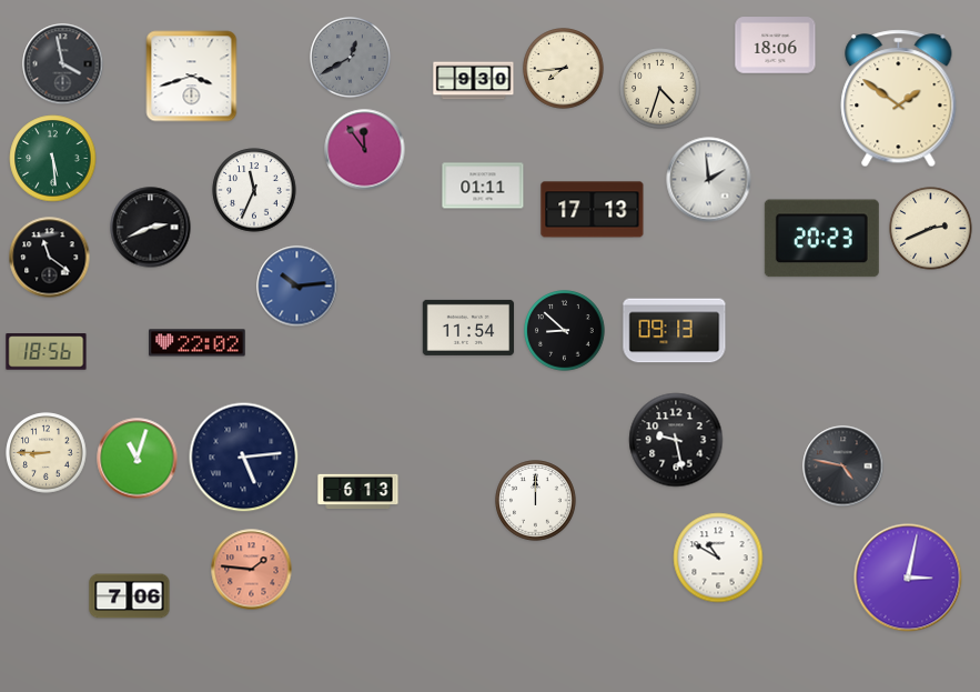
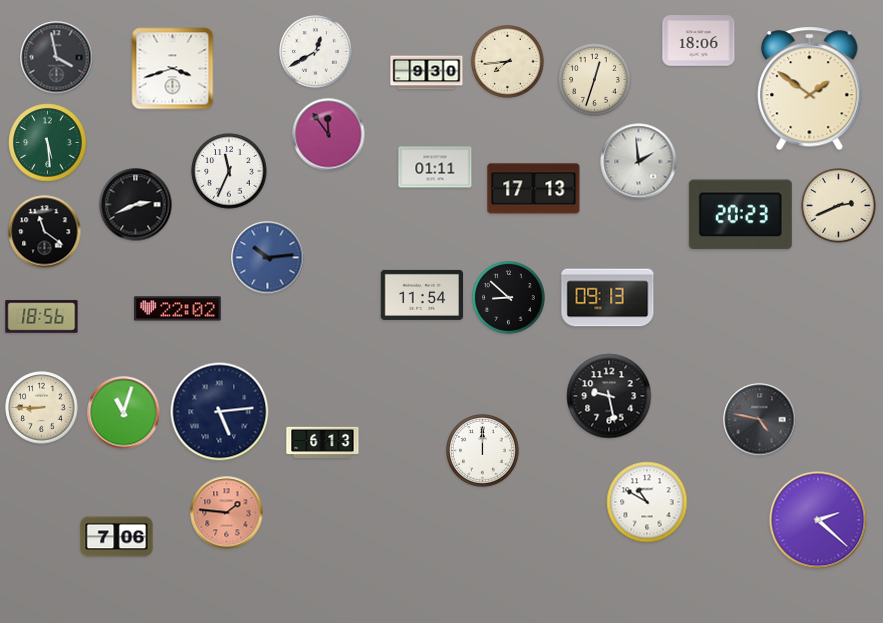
clock at (351, 58) dial: grey -> white
clock at (660, 89): 4:33 -> 12:33
clock at (908, 578): 3:02 -> 2:22
